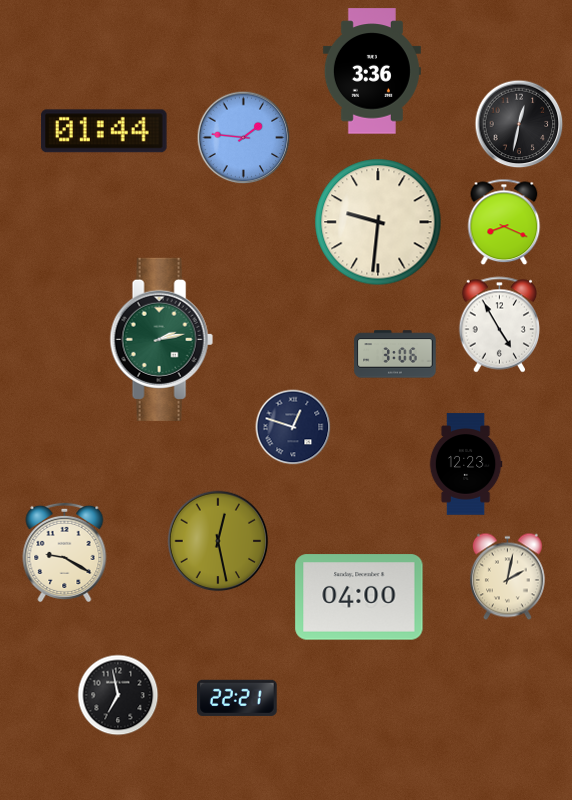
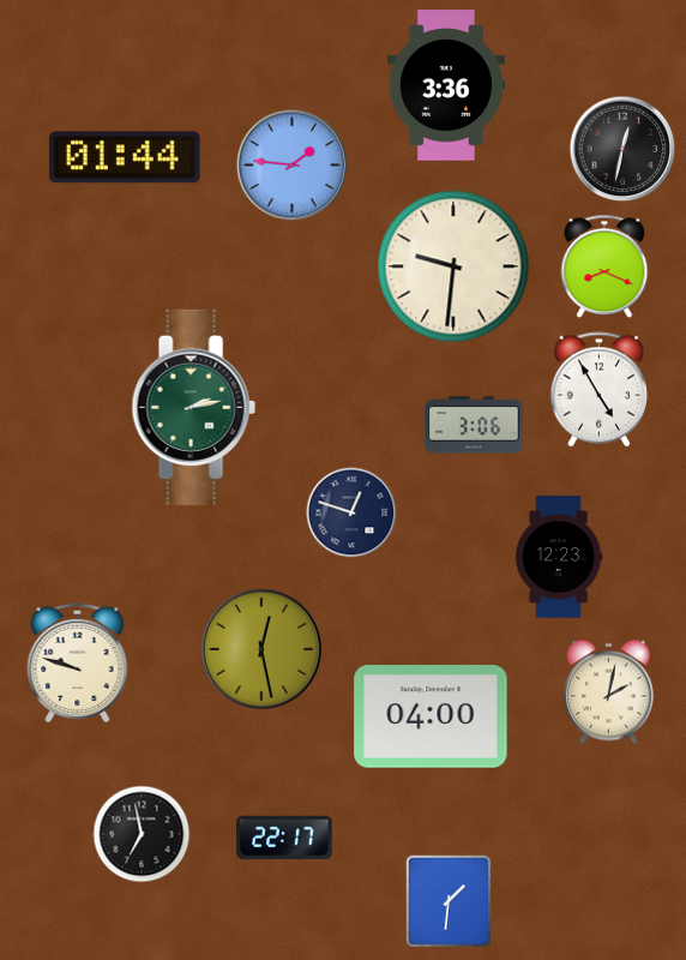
clock at (65, 552): 9:20 -> 9:48
clock at (238, 698): 22:21 -> 22:17
clock at (449, 901): none -> 1:31
